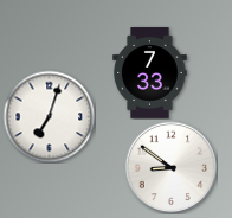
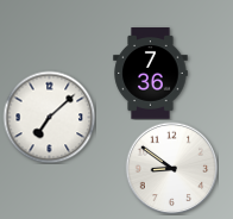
clock at (150, 73): 7:33 -> 7:36
clock at (49, 116): 7:03 -> 7:08
